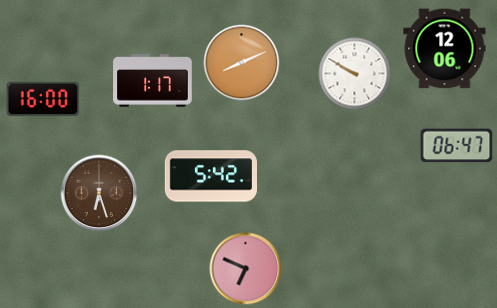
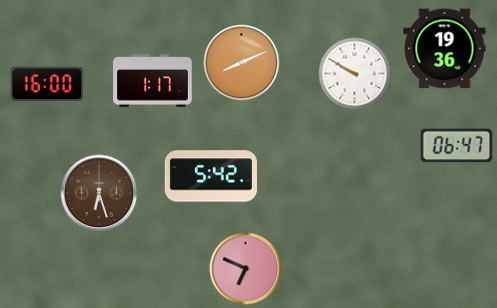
clock at (445, 49): 12:06 -> 19:36
clock at (43, 99) position: (43, 99) -> (47, 84)
